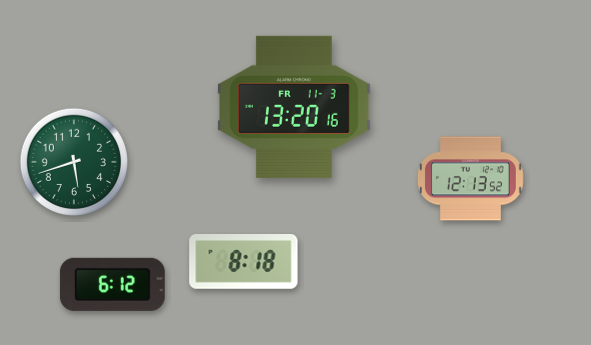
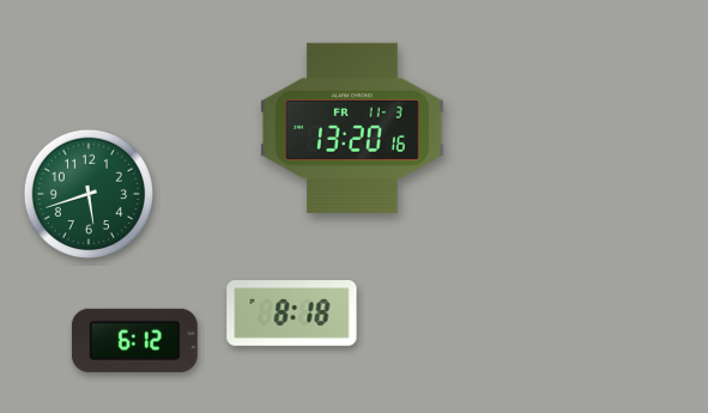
clock at (470, 179): 12:13 -> none
